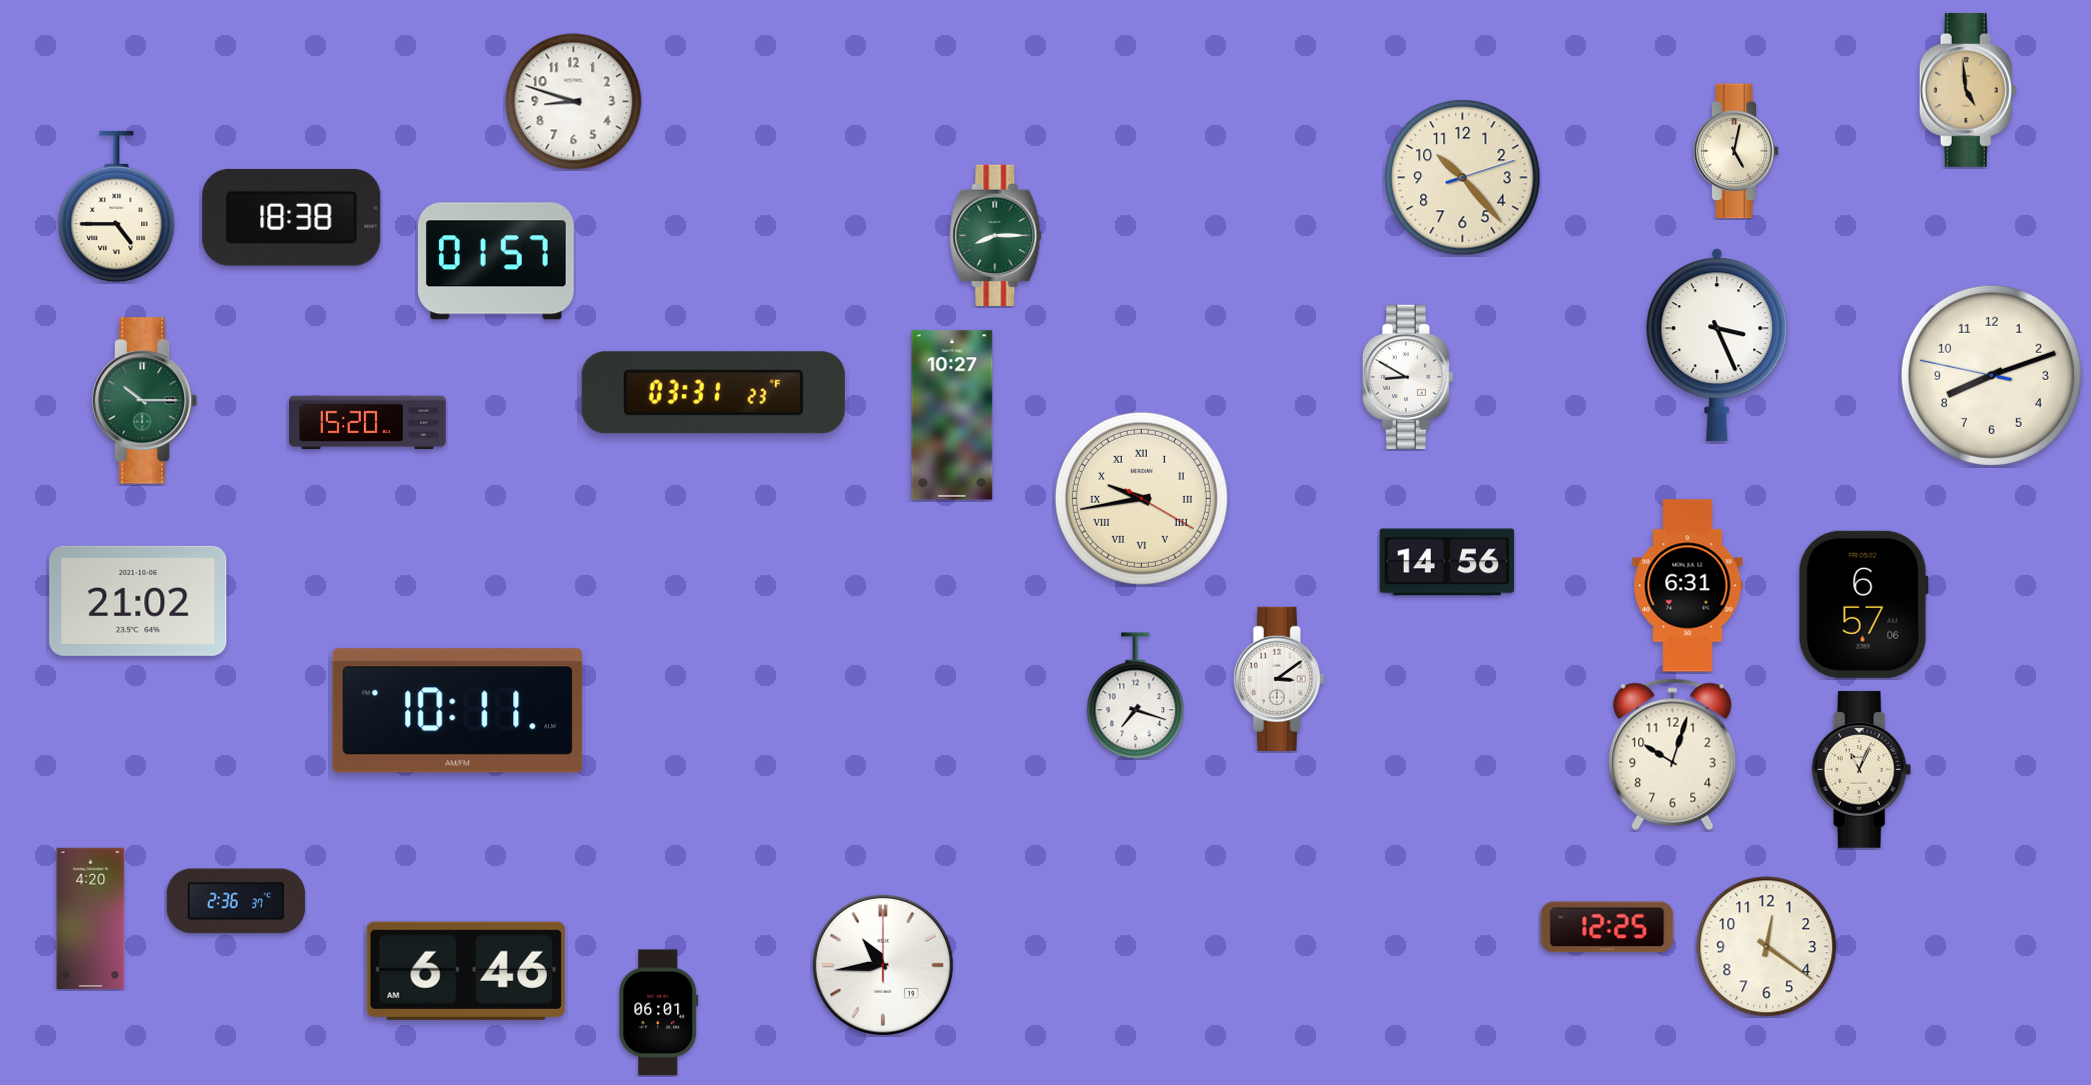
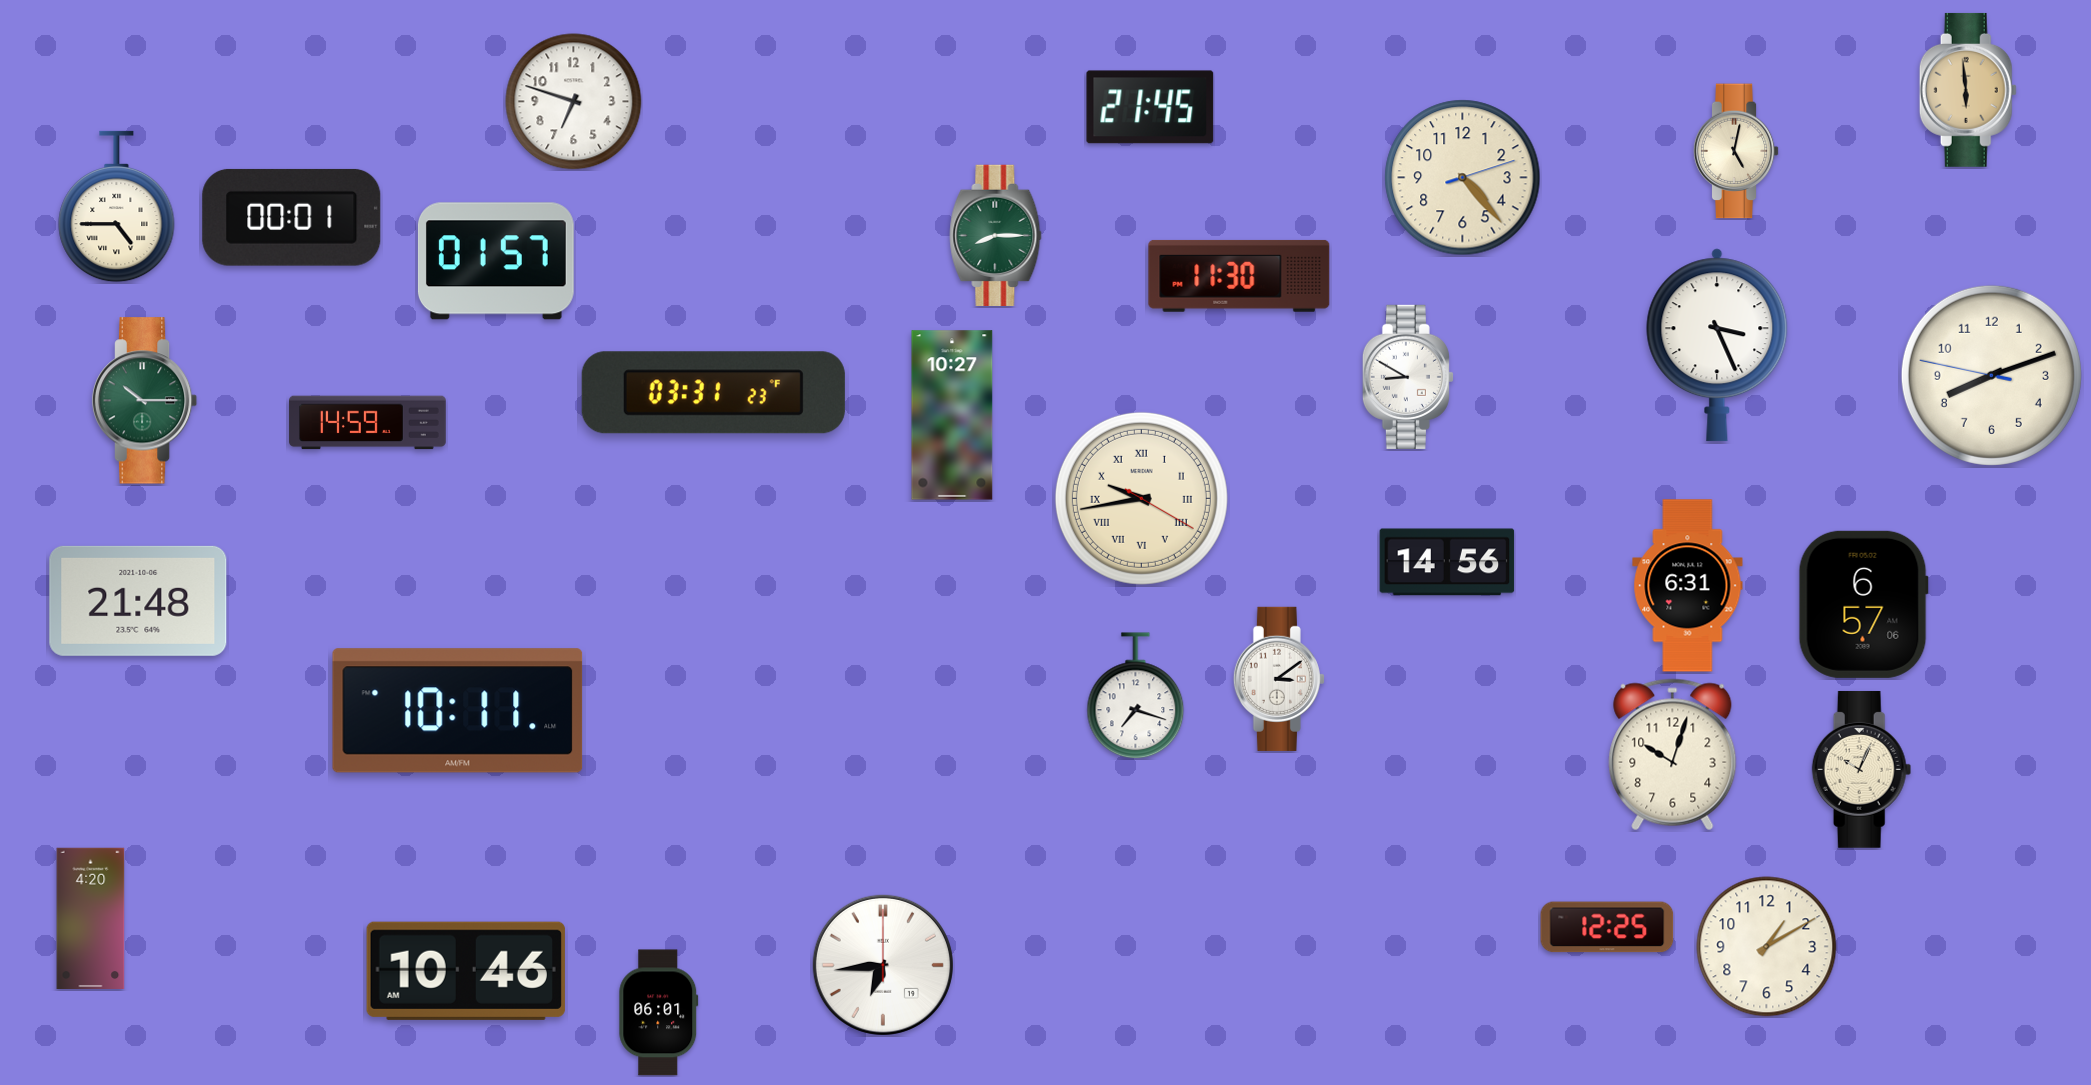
clock at (1968, 90): 4:59 -> 5:59
clock at (574, 102): 8:48 -> 6:48
clock at (1150, 107): none -> 21:45
clock at (1463, 178): 10:23 -> 4:23
clock at (292, 217): 18:38 -> 00:01
clock at (1239, 276): none -> 11:30
clock at (368, 423): 15:20 -> 14:59
clock at (138, 601): 21:02 -> 21:48
clock at (1862, 769): 11:04 -> 10:04
clock at (236, 901): 2:36 -> none
clock at (1767, 947): 12:21 -> 1:10
clock at (883, 965): 10:44 -> 6:44
clock at (466, 971): 6:46 -> 10:46
